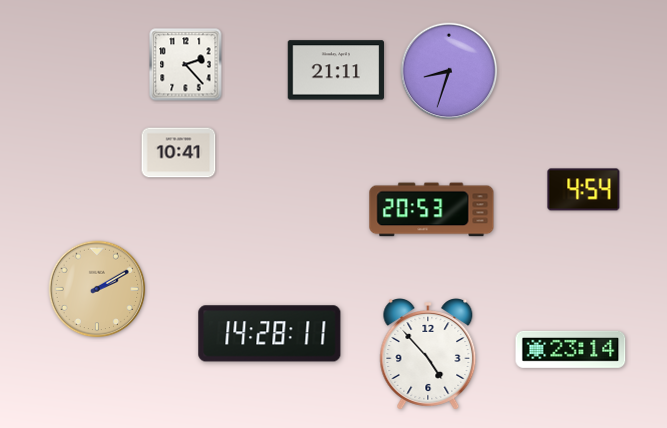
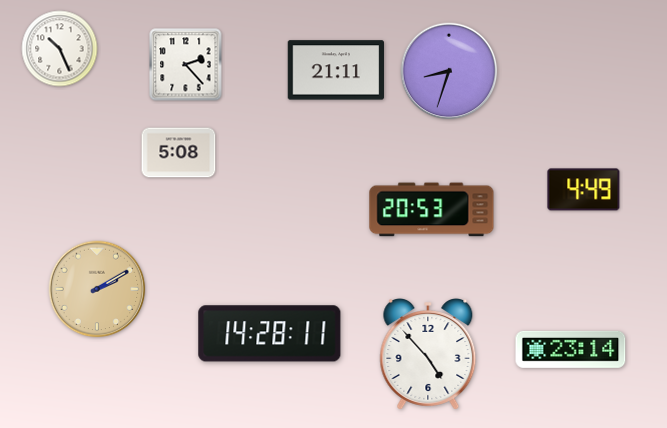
clock at (60, 49): none -> 10:26
clock at (179, 153): 10:41 -> 5:08
clock at (584, 190): 4:54 -> 4:49
